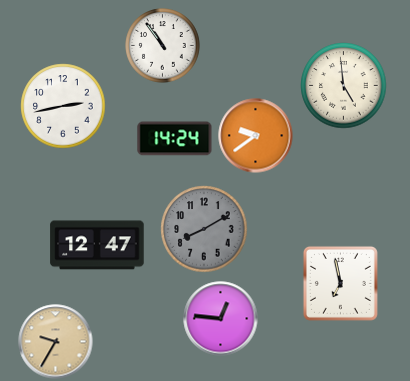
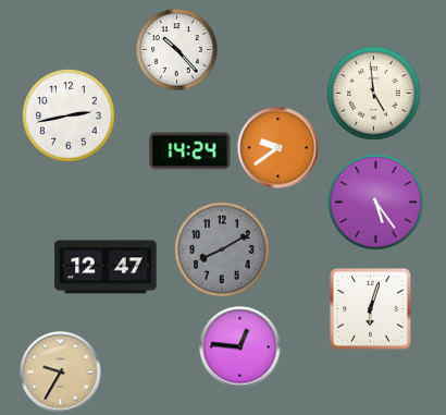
clock at (163, 46): 10:54 -> 10:23
clock at (376, 203): none -> 5:24
clock at (340, 283): 6:58 -> 6:03
